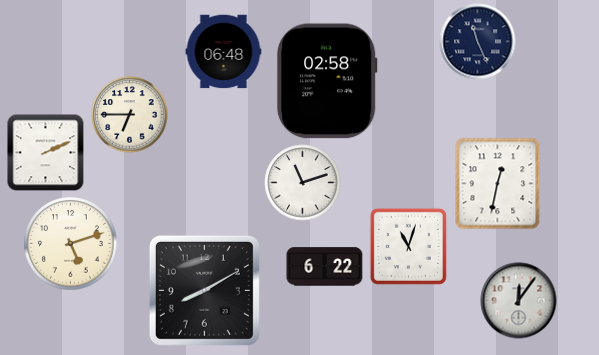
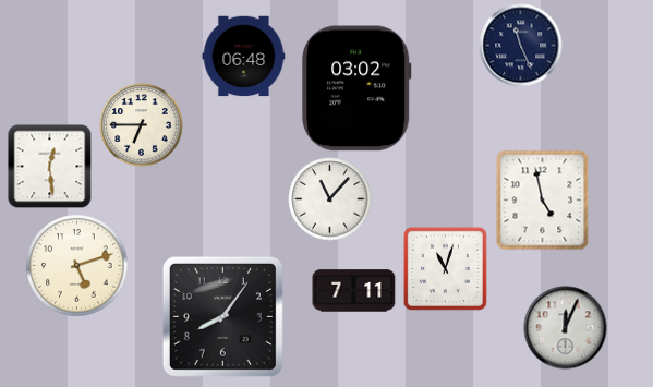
clock at (327, 81): 02:58 -> 03:02
clock at (46, 153): 2:11 -> 12:29
clock at (303, 183): 11:12 -> 11:07
clock at (498, 184): 12:32 -> 4:58
clock at (325, 267): 6:22 -> 7:11
clock at (204, 290): 8:10 -> 8:06
clock at (519, 301): 12:06 -> 12:04
